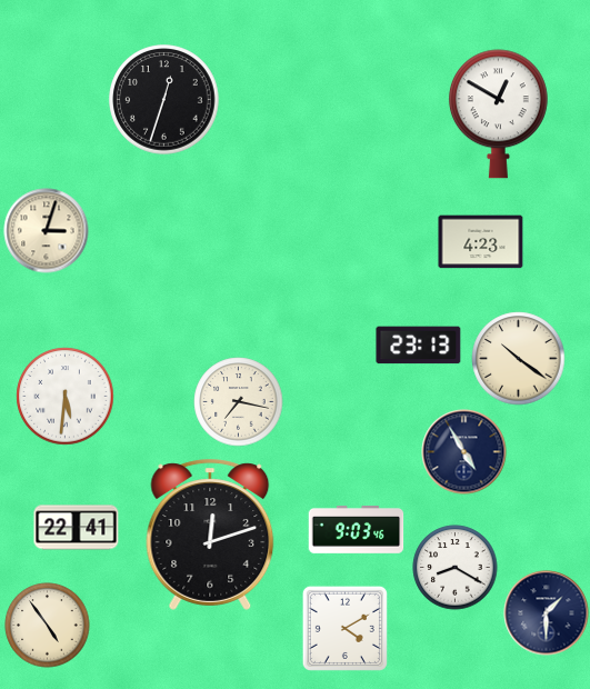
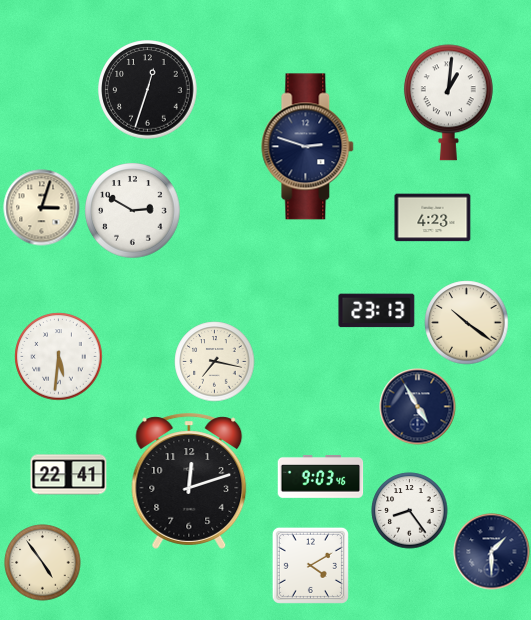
clock at (498, 114): 12:50 -> 1:01
clock at (308, 147): none -> 2:48
clock at (133, 211): none -> 2:50
clock at (456, 568): 8:20 -> 8:24
